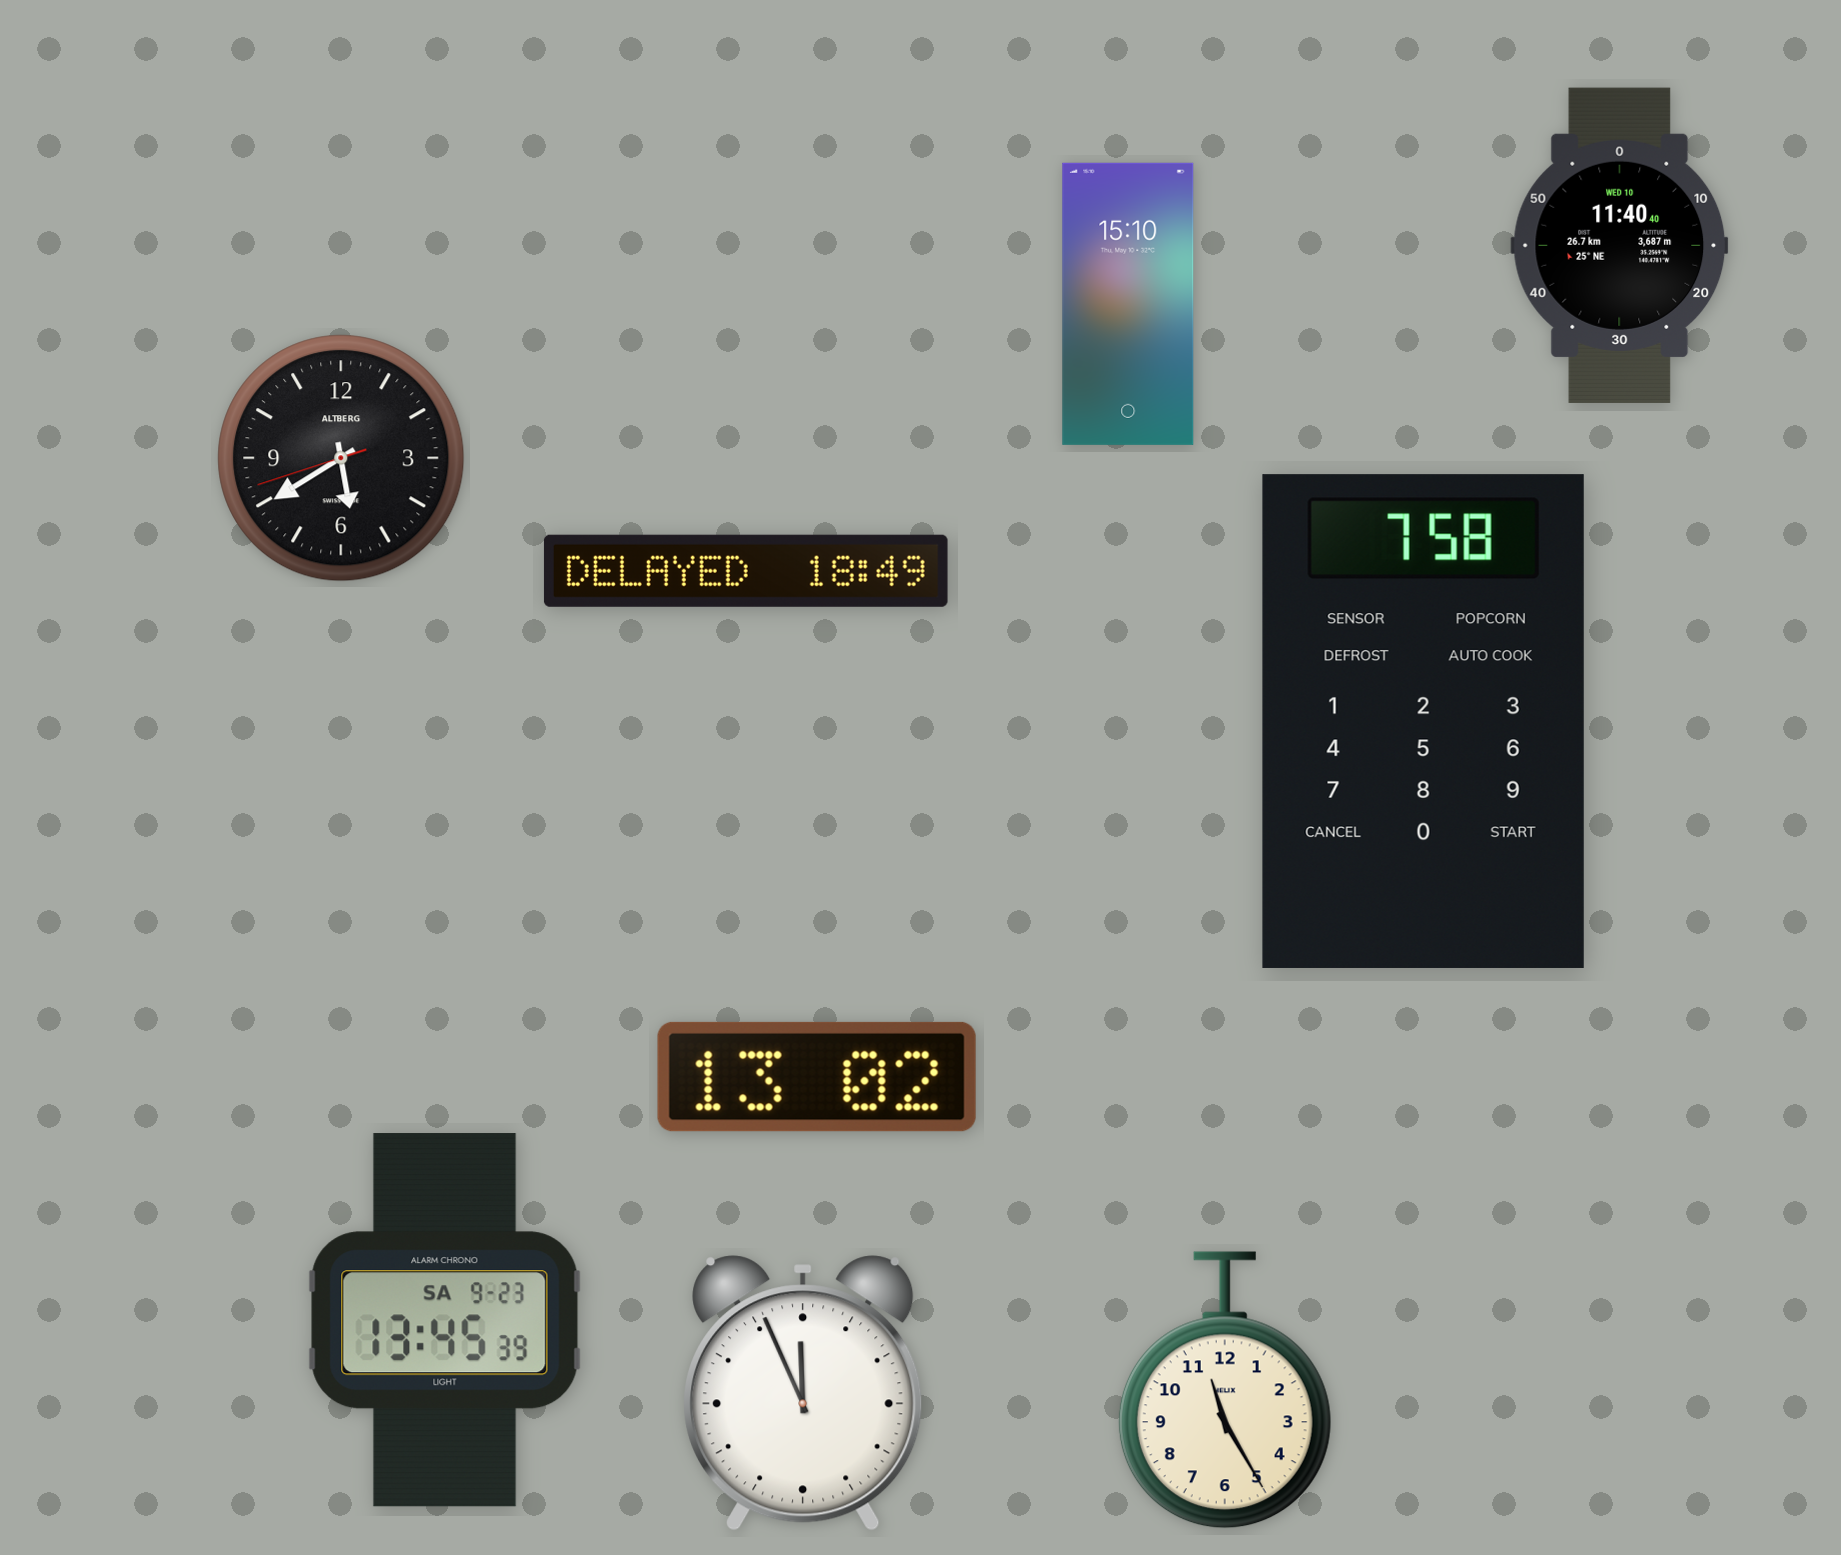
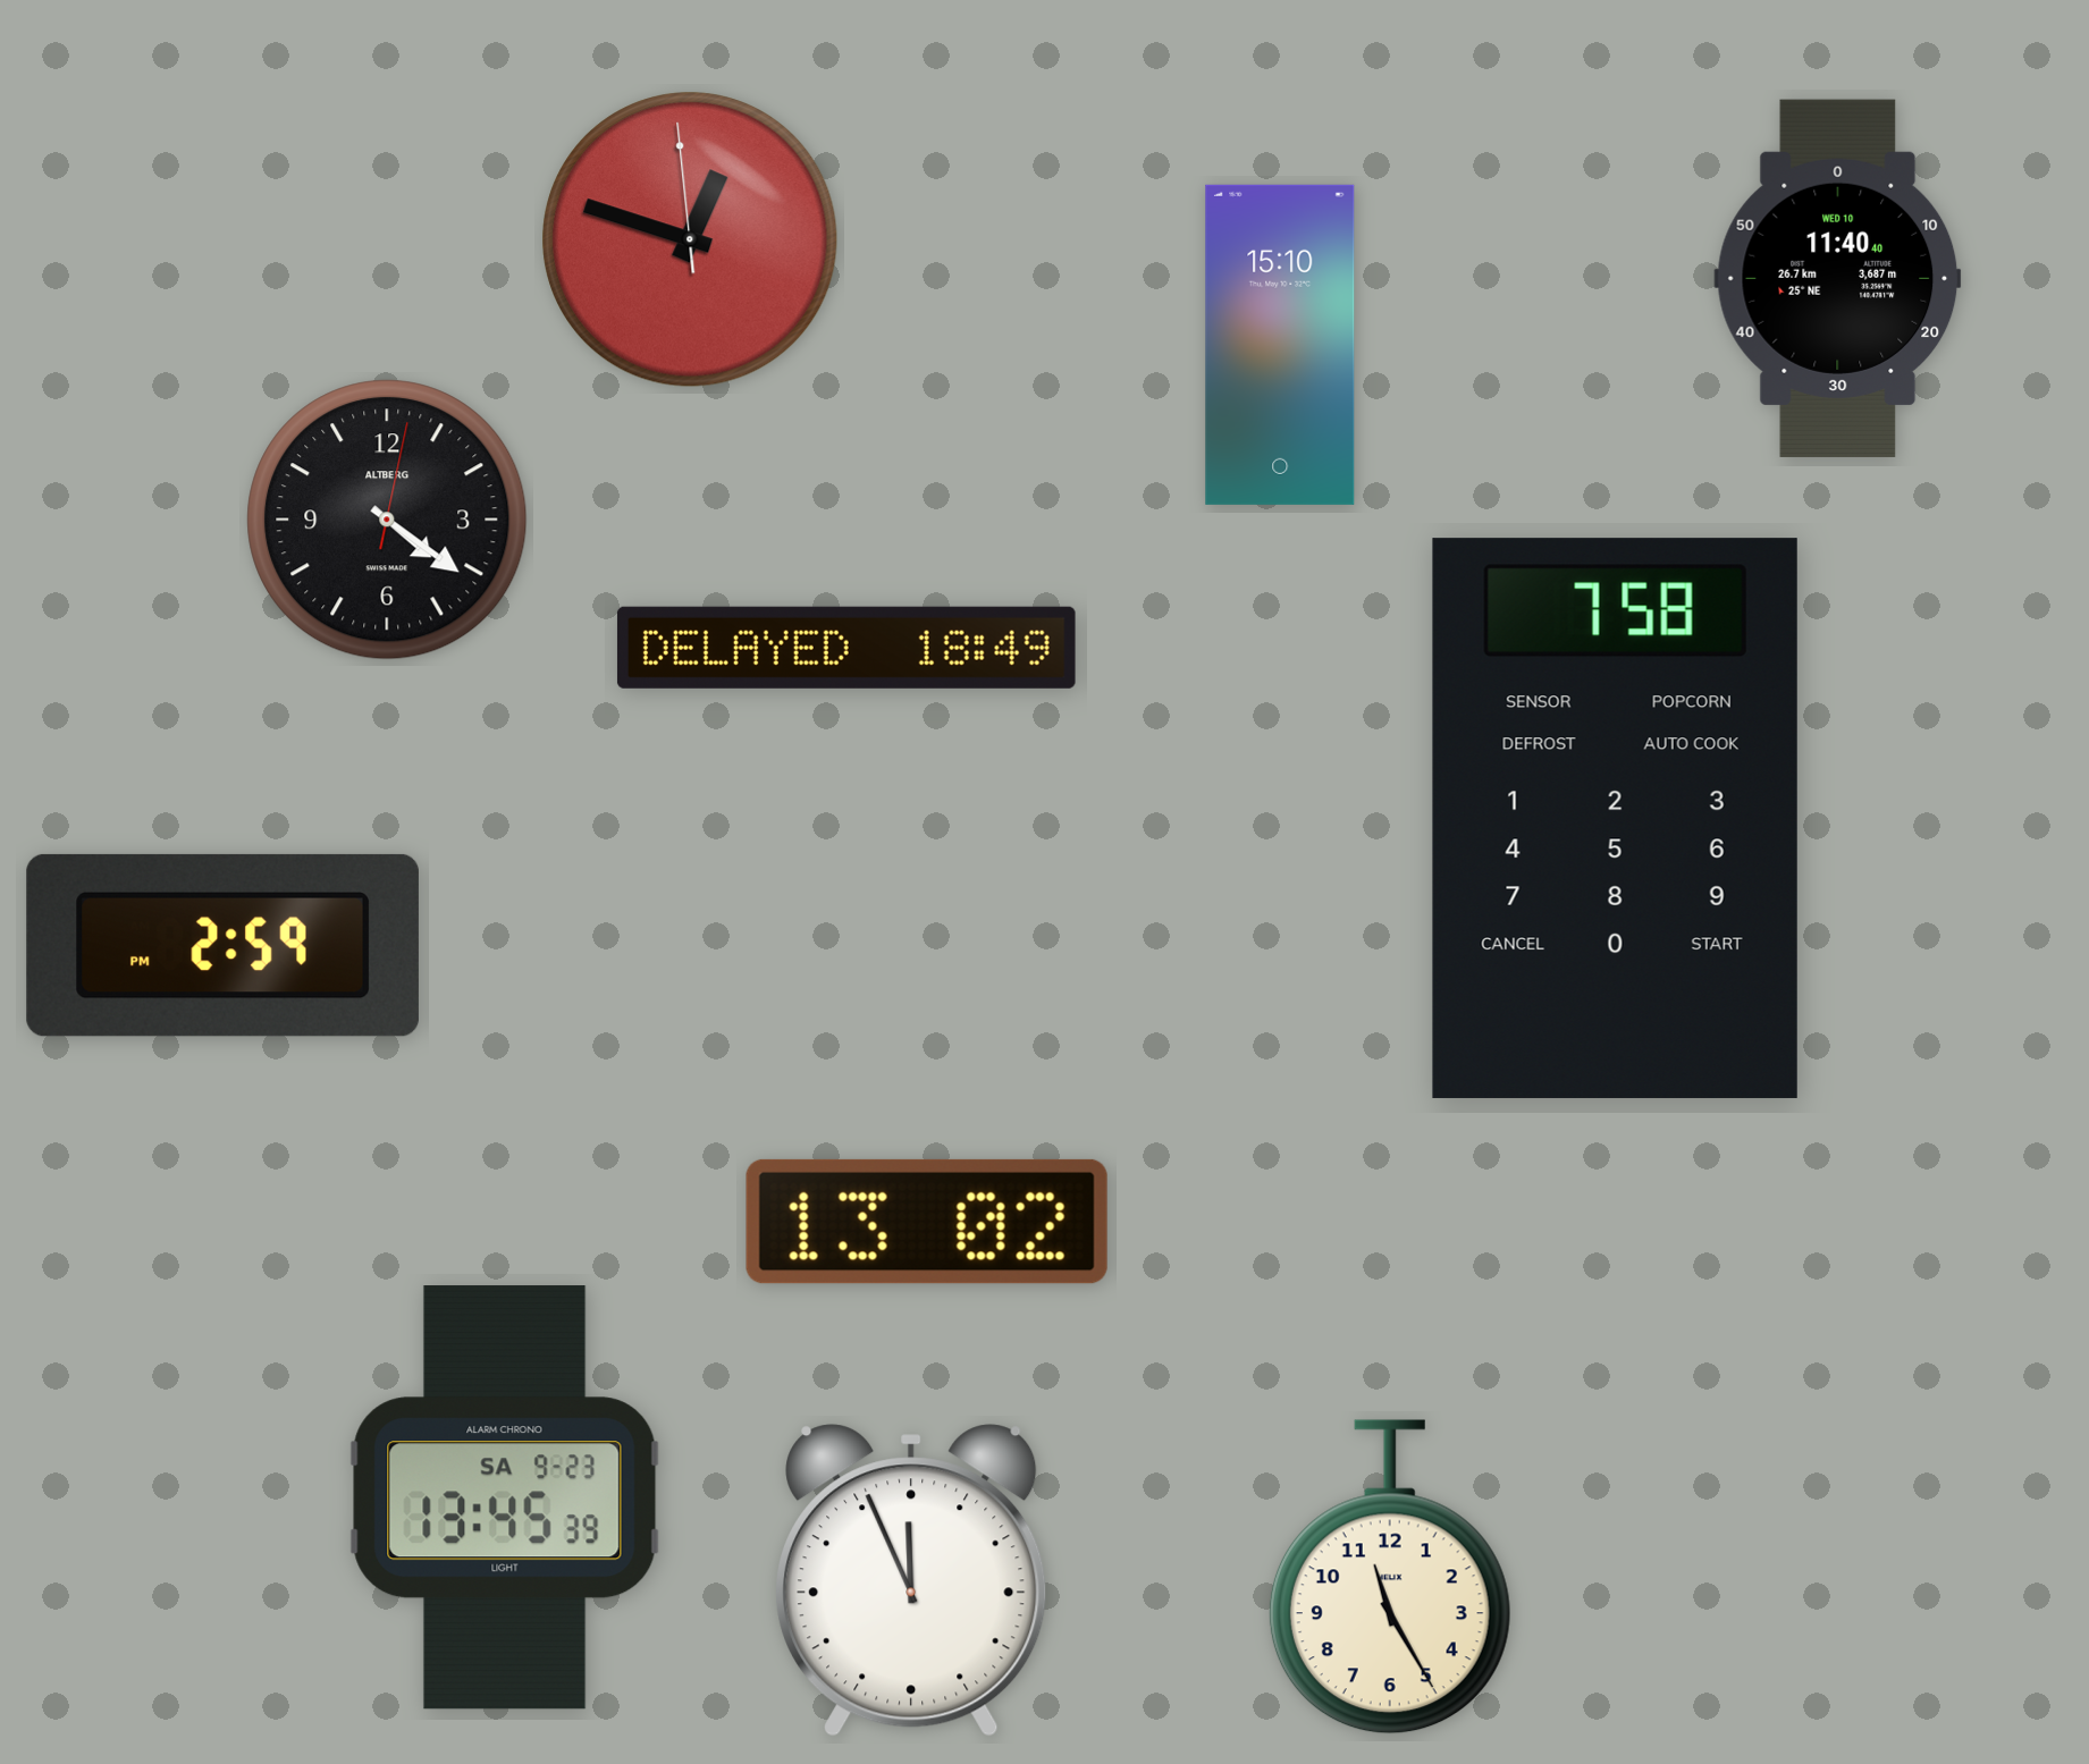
clock at (690, 239): none -> 12:47
clock at (341, 458): 5:39 -> 4:21
clock at (222, 945): none -> 2:59
